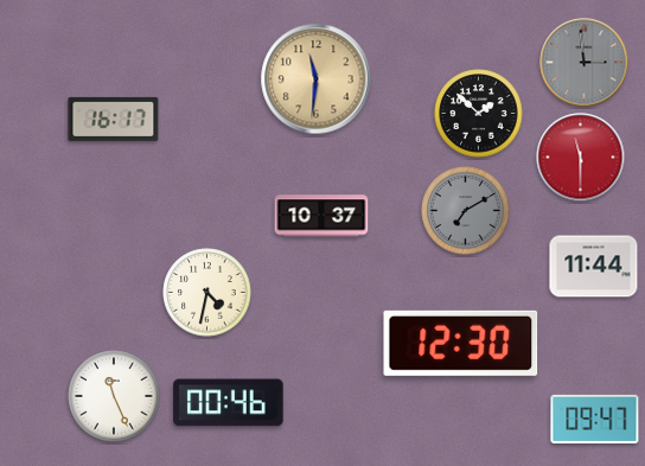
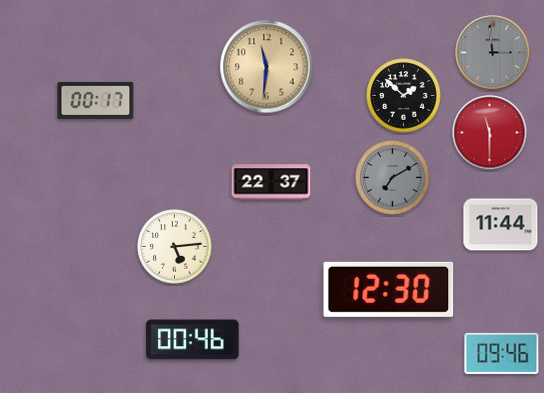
clock at (114, 119): 16:17 -> 00:17
clock at (321, 216): 10:37 -> 22:37
clock at (207, 293): 4:32 -> 5:14
clock at (114, 396): 11:26 -> none
clock at (595, 419): 09:47 -> 09:46
